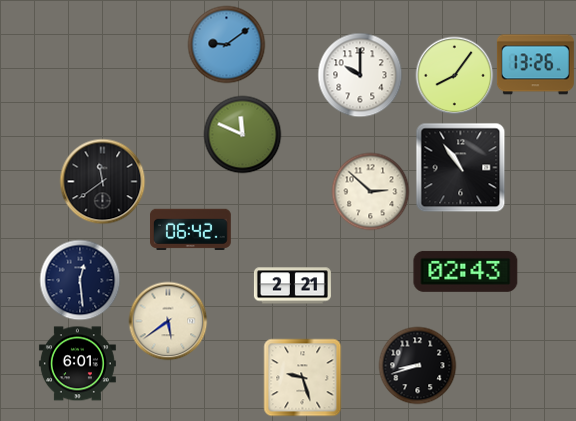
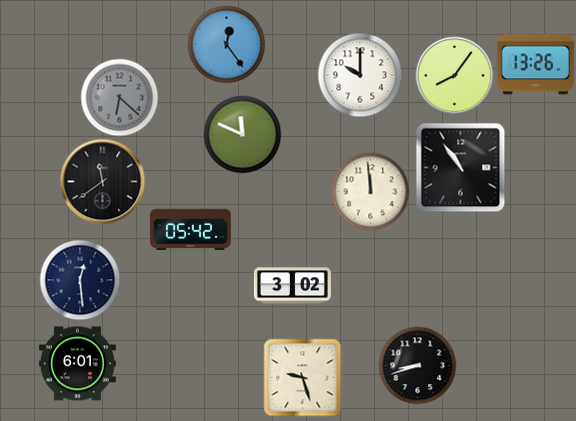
clock at (226, 44): 9:09 -> 12:24
clock at (119, 97): none -> 6:22
clock at (370, 191): 2:52 -> 11:59
clock at (191, 230): 06:42 -> 05:42
clock at (466, 271): 02:43 -> none
clock at (292, 286): 2:21 -> 3:02
clock at (168, 321): 5:39 -> none
